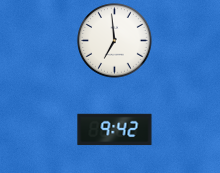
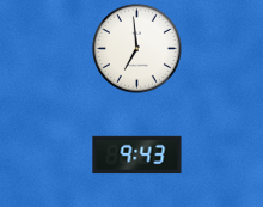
clock at (115, 130): 9:42 -> 9:43
